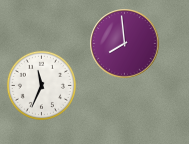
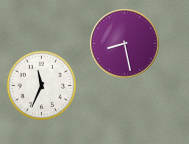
clock at (125, 44): 7:59 -> 8:28
